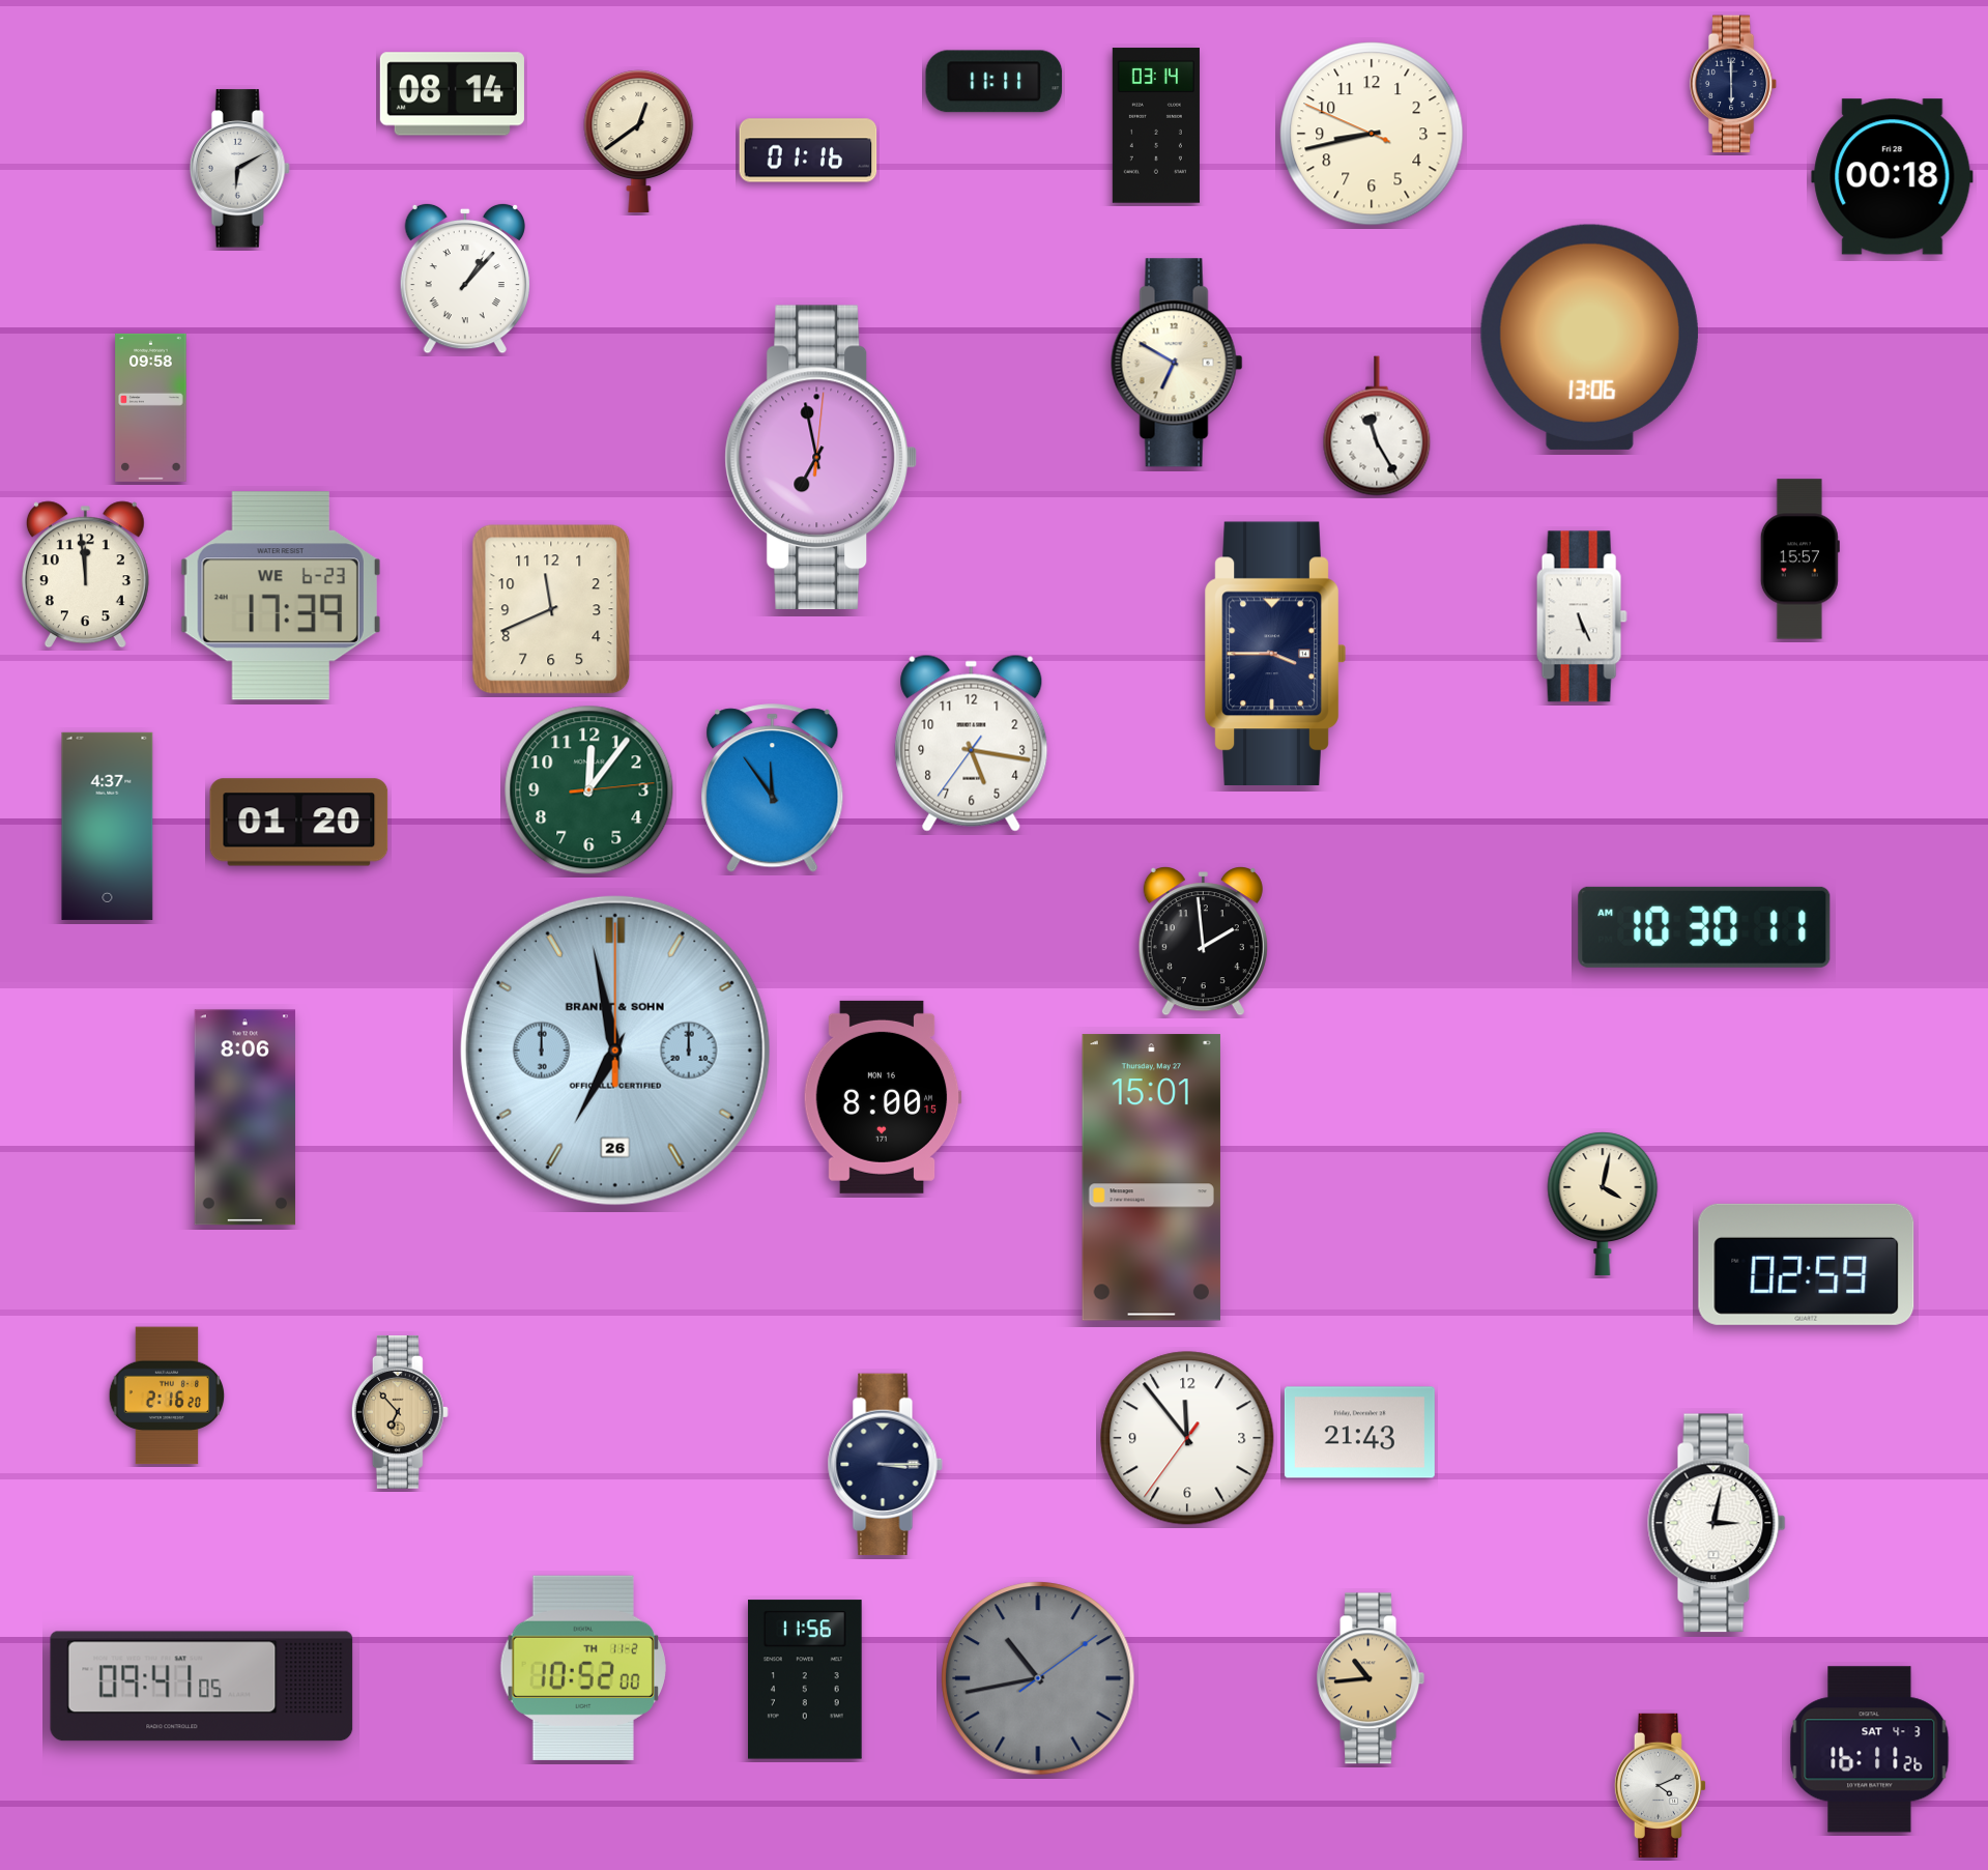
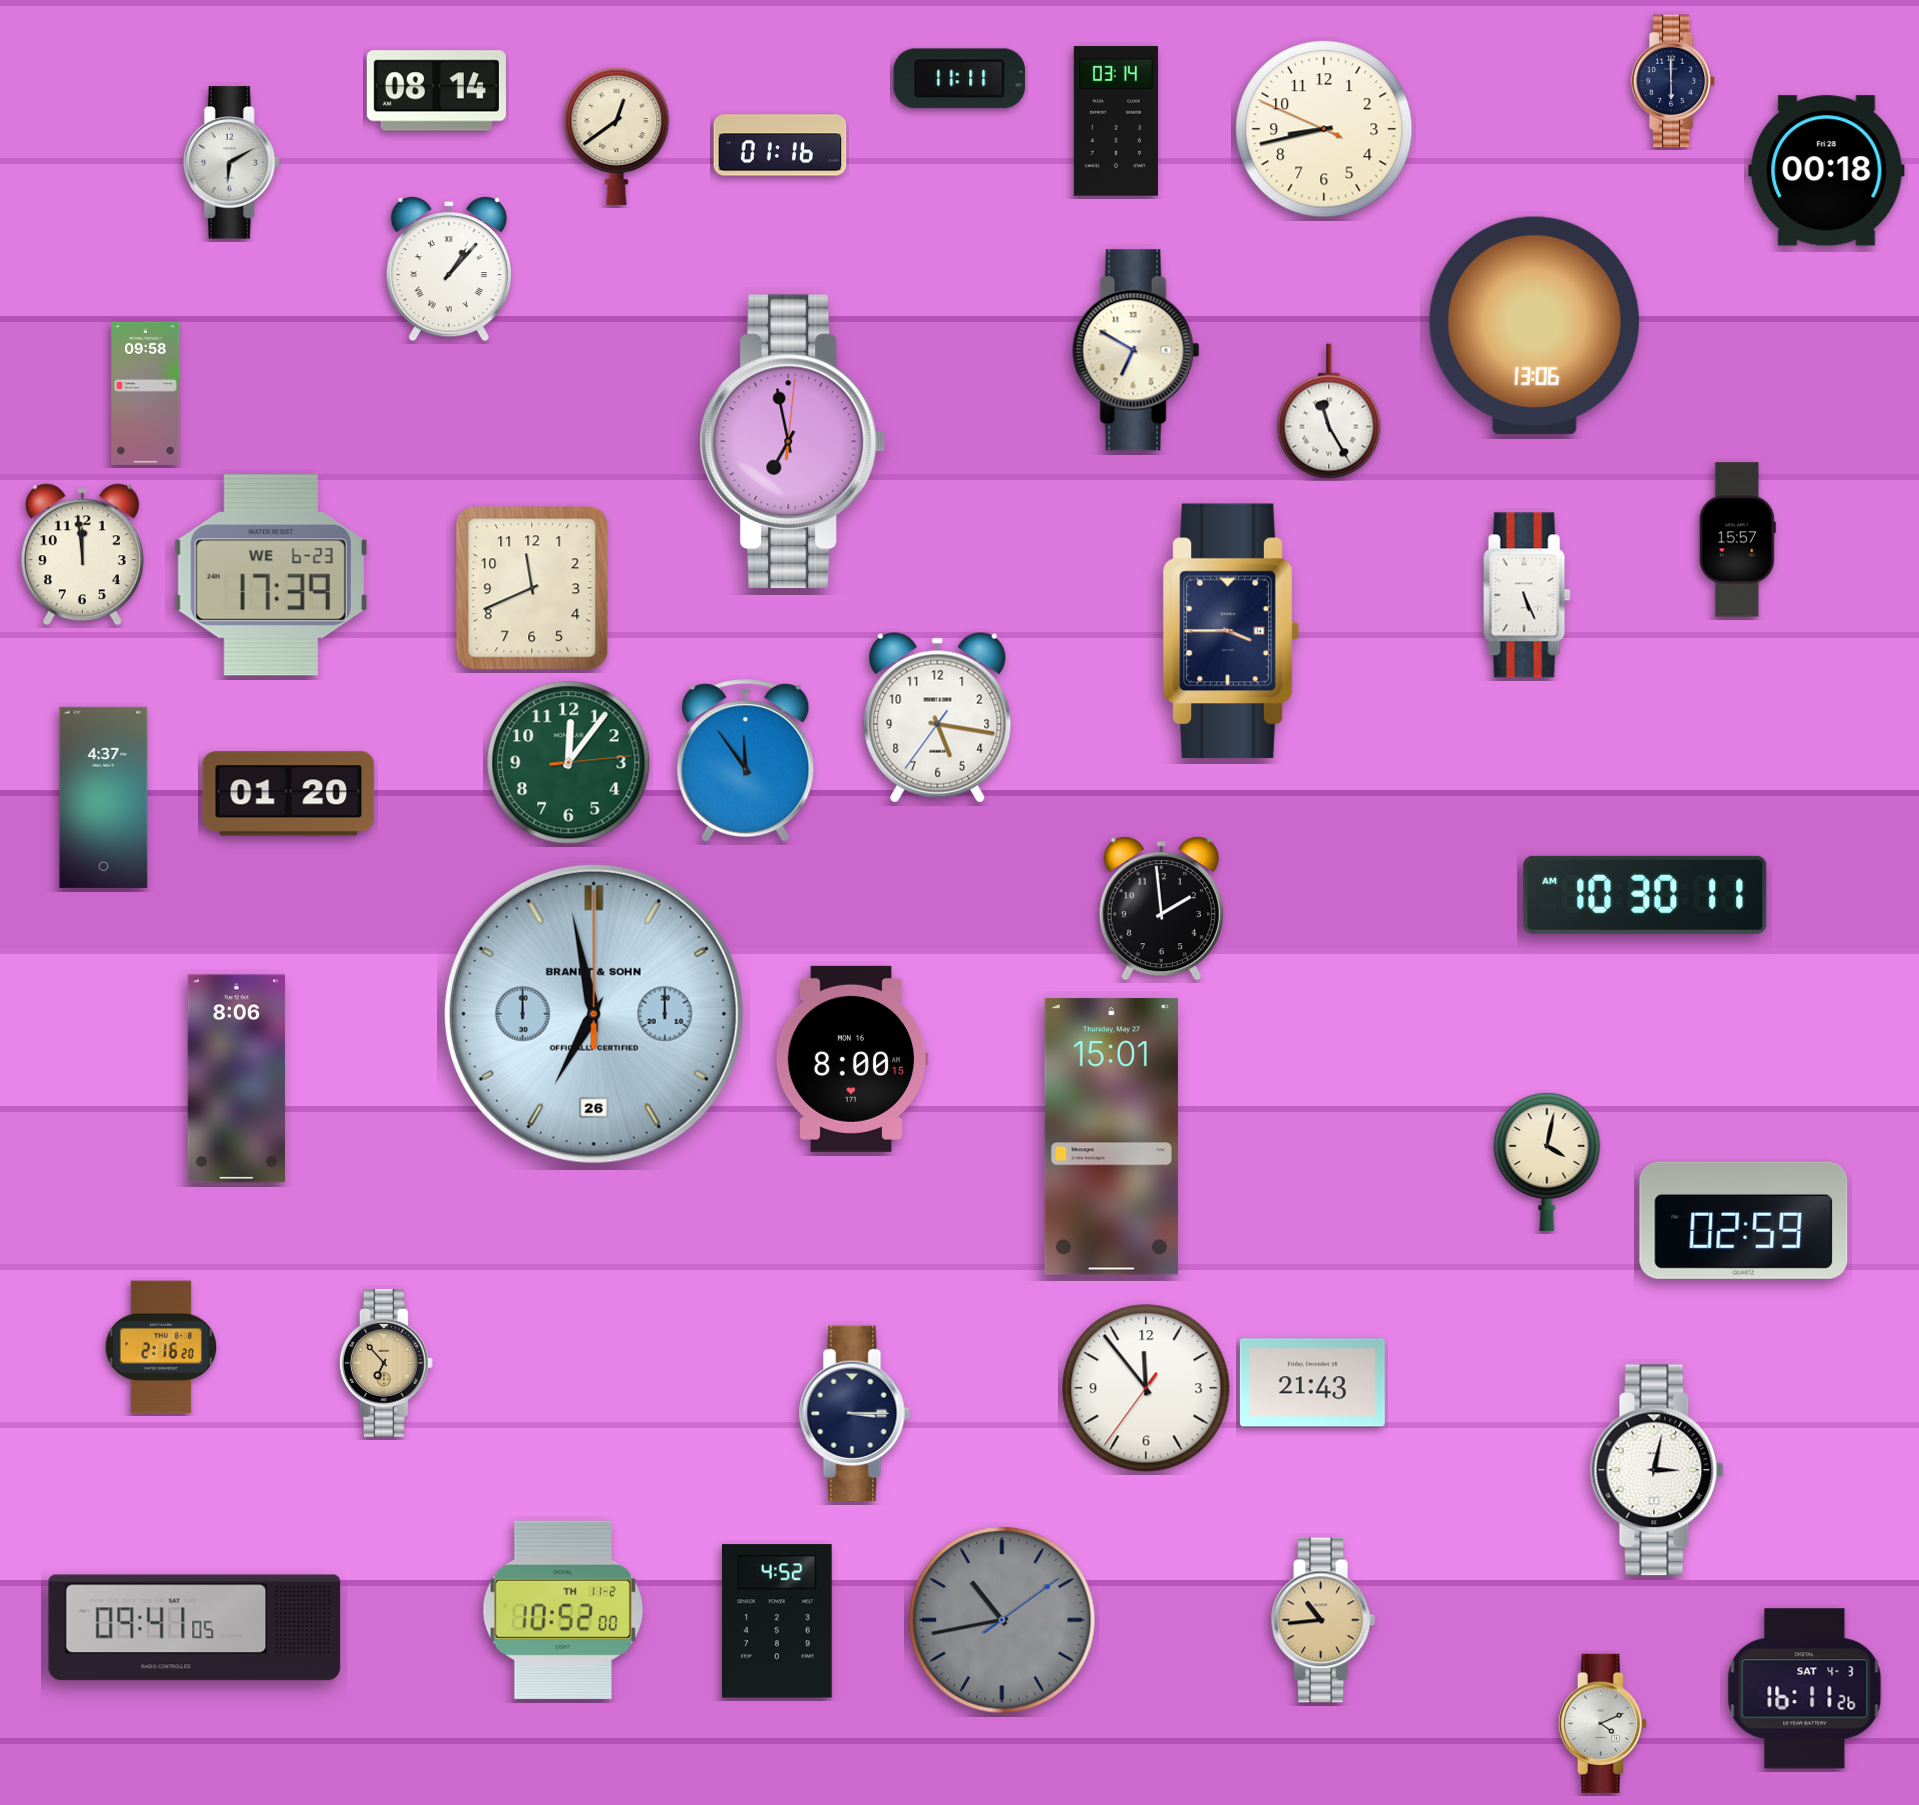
clock at (806, 1679): 11:56 -> 4:52
